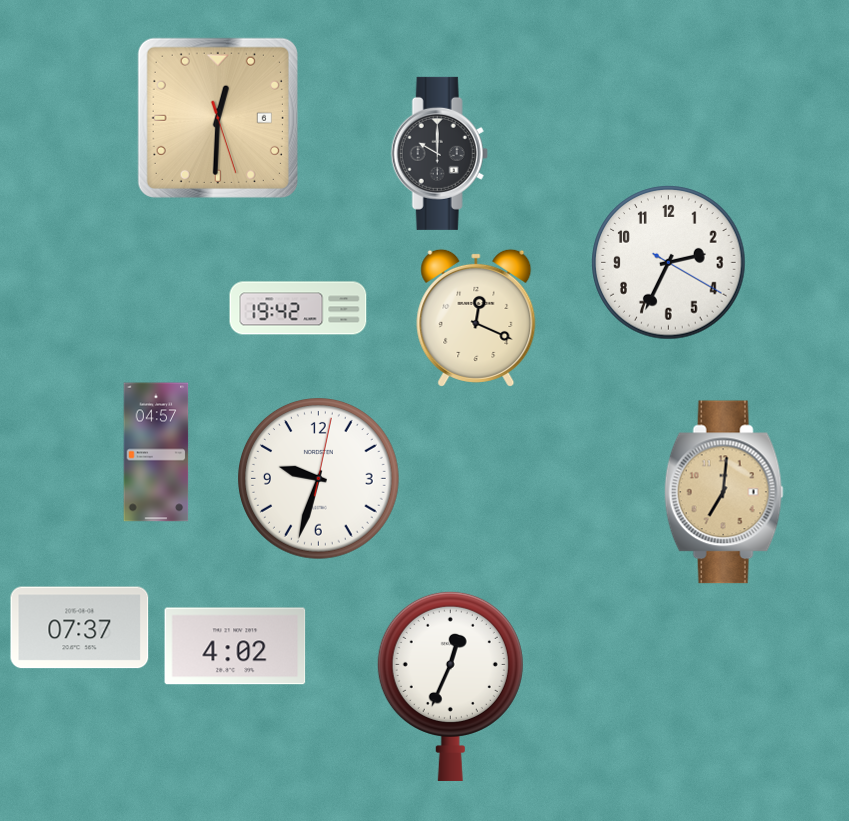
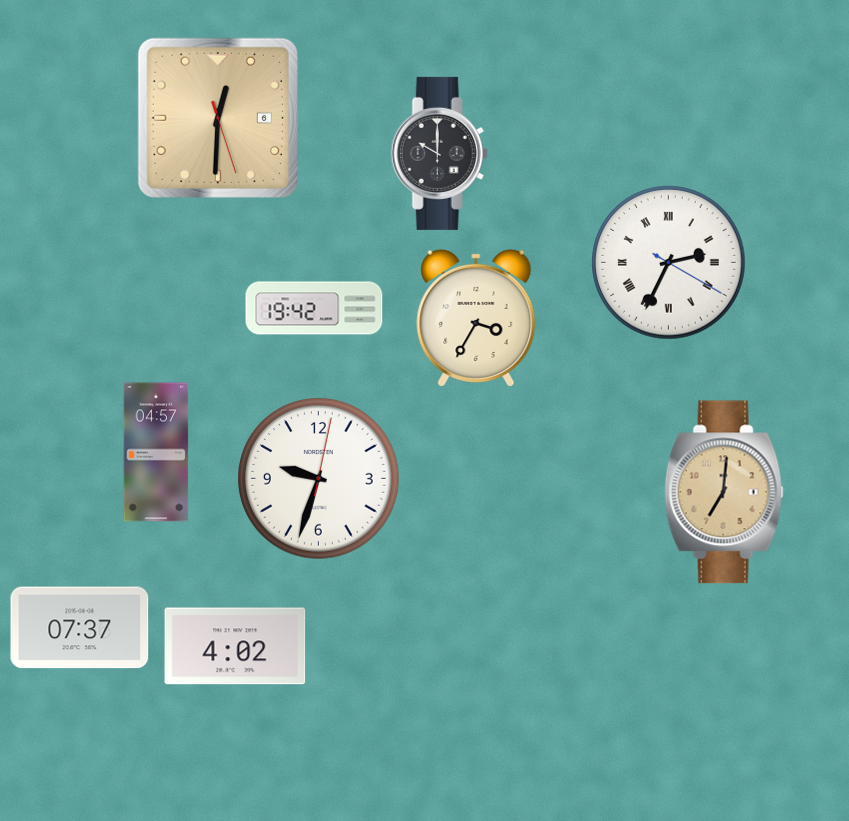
clock at (669, 263) numerals: Arabic -> Roman
clock at (298, 308) position: (298, 308) -> (314, 308)
clock at (476, 318): 12:19 -> 3:35
clock at (450, 686): 12:34 -> none
